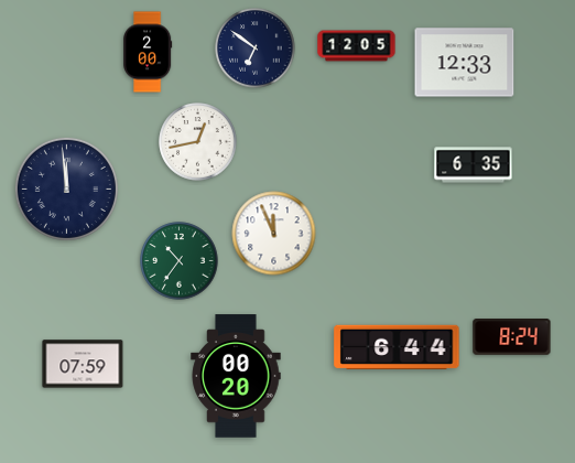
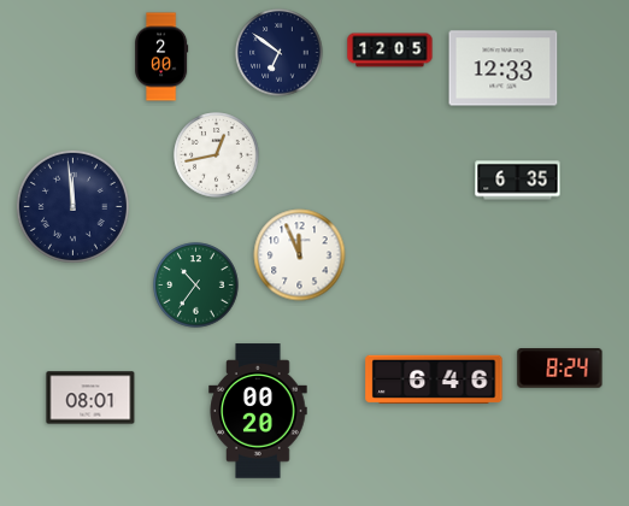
clock at (465, 63) position: (465, 63) -> (504, 69)
clock at (397, 347): 6:44 -> 6:46
clock at (83, 364): 07:59 -> 08:01
